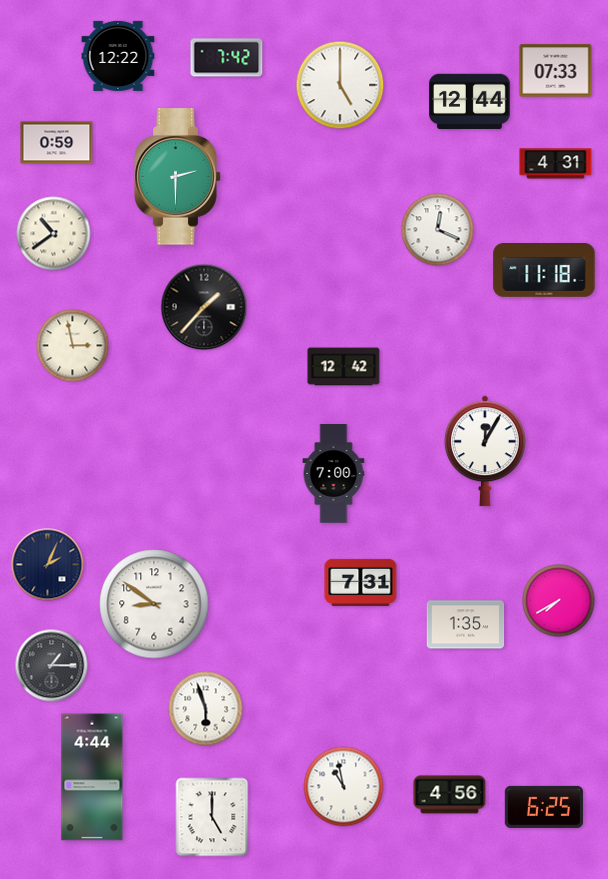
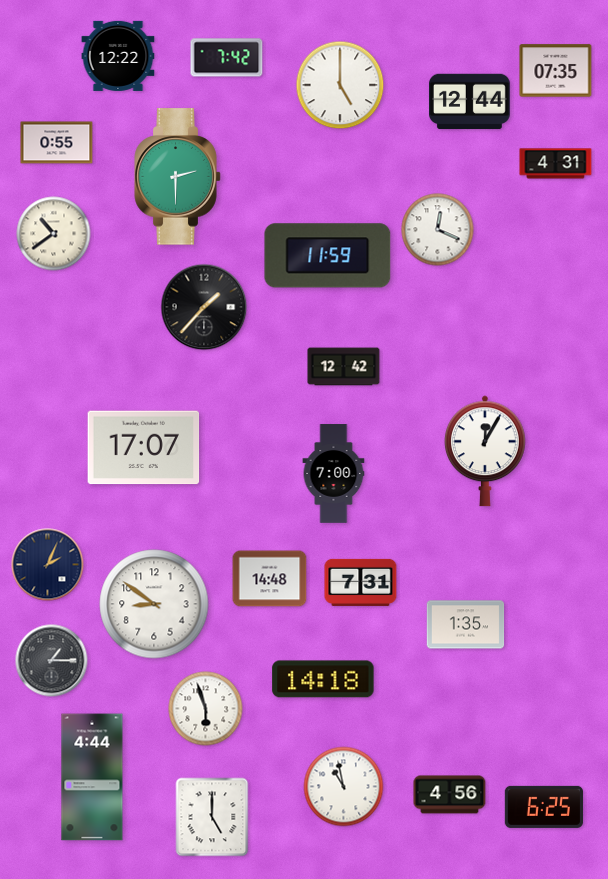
clock at (556, 71): 07:33 -> 07:35
clock at (57, 143): 0:59 -> 0:55
clock at (328, 256): none -> 11:59
clock at (544, 271): 11:18 -> none
clock at (73, 346): 2:58 -> none
clock at (144, 448): none -> 17:07
clock at (270, 579): none -> 14:48
clock at (559, 601): 7:40 -> none
clock at (52, 666) position: (52, 666) -> (52, 661)
clock at (323, 679): none -> 14:18
